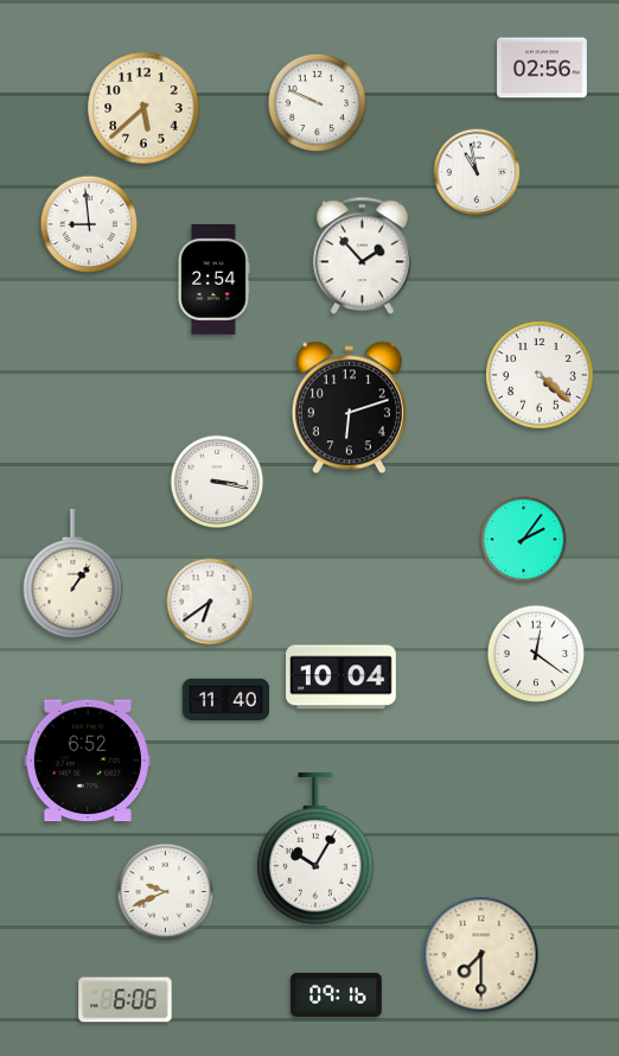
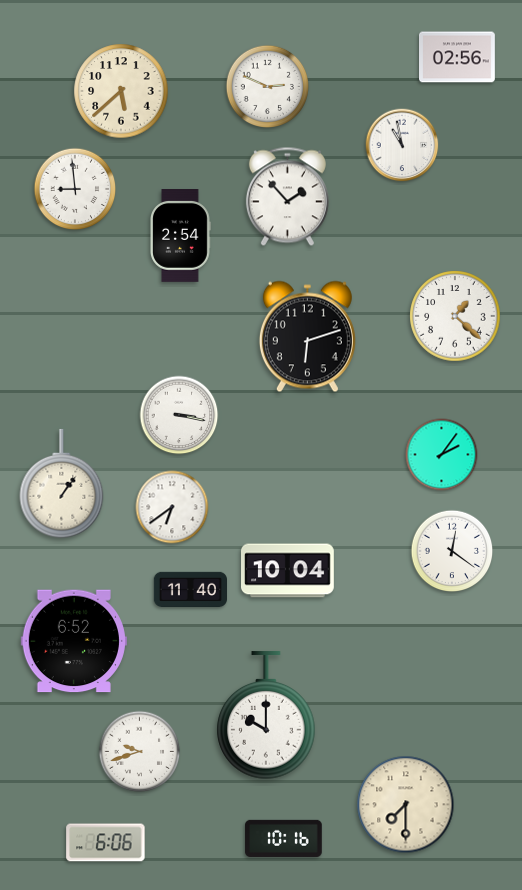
clock at (317, 102): 9:49 -> 2:49
clock at (362, 256) position: (362, 256) -> (287, 197)
clock at (540, 375): 4:22 -> 1:22
clock at (349, 408) position: (349, 408) -> (307, 337)
clock at (217, 482) position: (217, 482) -> (179, 415)
clock at (210, 602) position: (210, 602) -> (172, 507)
clock at (315, 850): 10:05 -> 10:00
clock at (166, 892): 9:41 -> 9:42
clock at (337, 994): 09:16 -> 10:16
